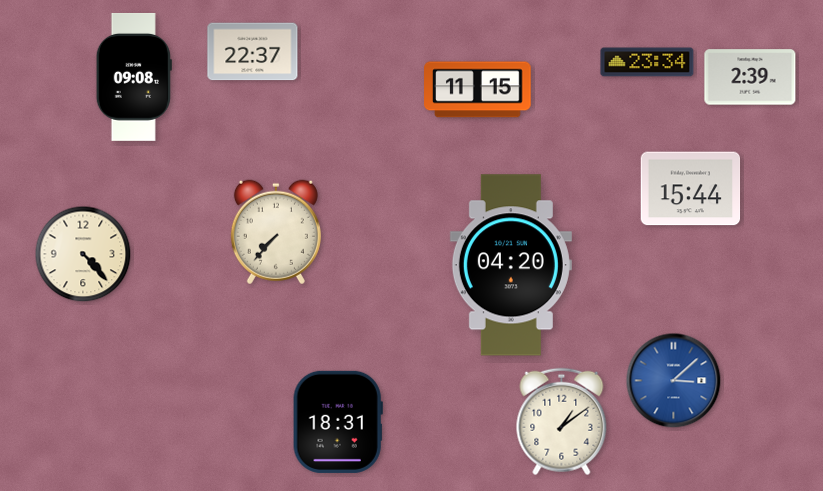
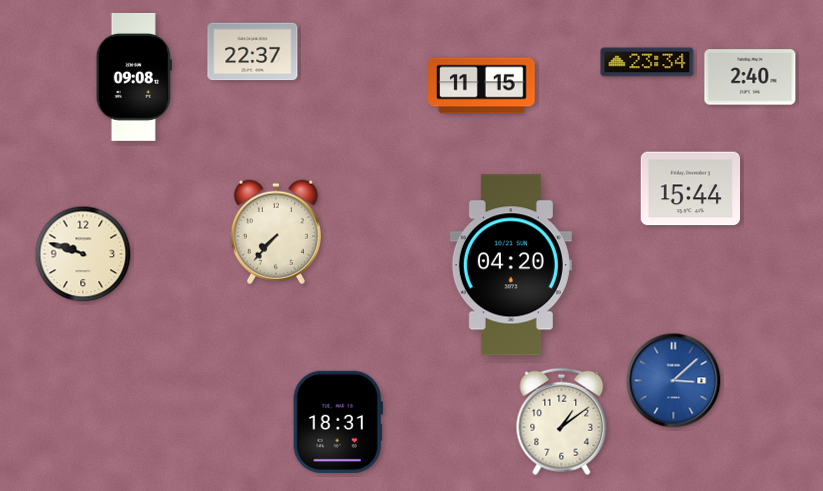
clock at (750, 77): 2:39 -> 2:40
clock at (478, 90) position: (478, 90) -> (482, 86)
clock at (83, 254): 4:23 -> 9:48
